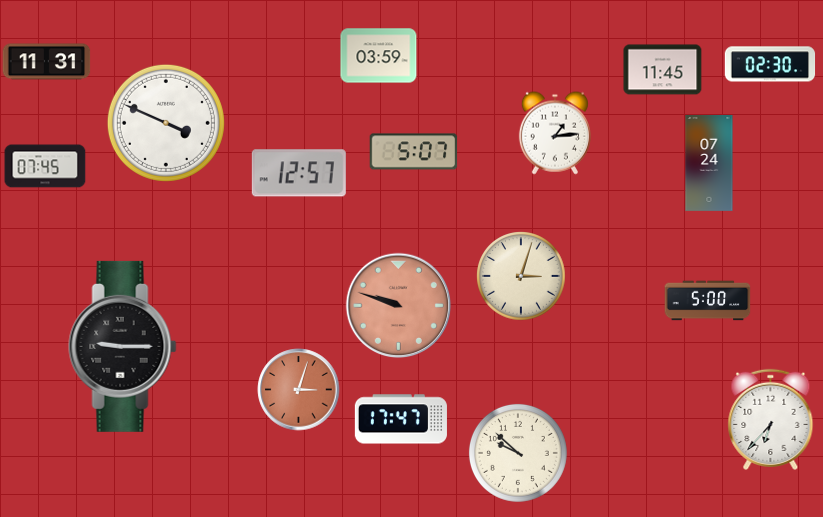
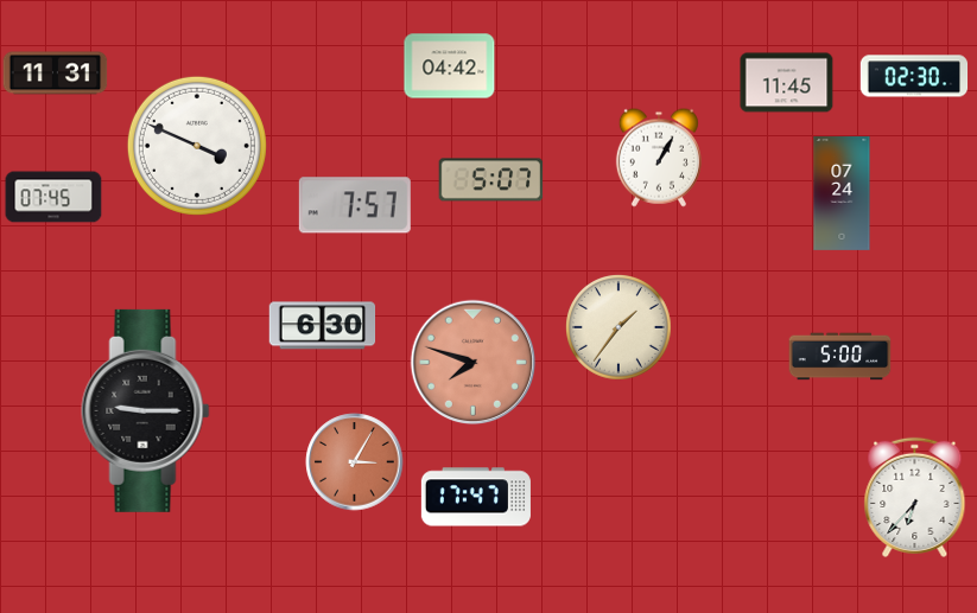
clock at (379, 56): 03:59 -> 04:42
clock at (555, 133): 1:14 -> 1:05
clock at (299, 173): 12:57 -> 7:57
clock at (323, 326): none -> 6:30
clock at (522, 277): 3:03 -> 1:36
clock at (399, 306): 9:48 -> 7:48
clock at (299, 390): 3:03 -> 3:05
clock at (518, 453): 9:52 -> none
